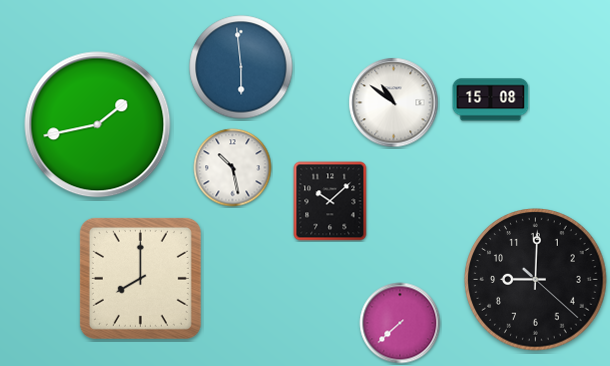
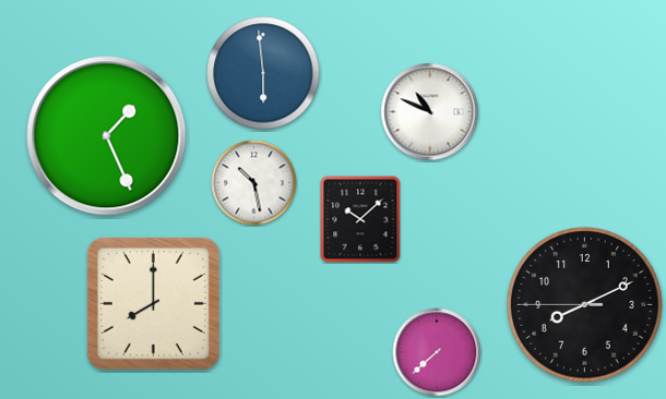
clock at (491, 100): 15:08 -> none
clock at (394, 103): 10:51 -> 10:49
clock at (98, 125): 1:43 -> 1:26
clock at (536, 280): 9:00 -> 8:10
